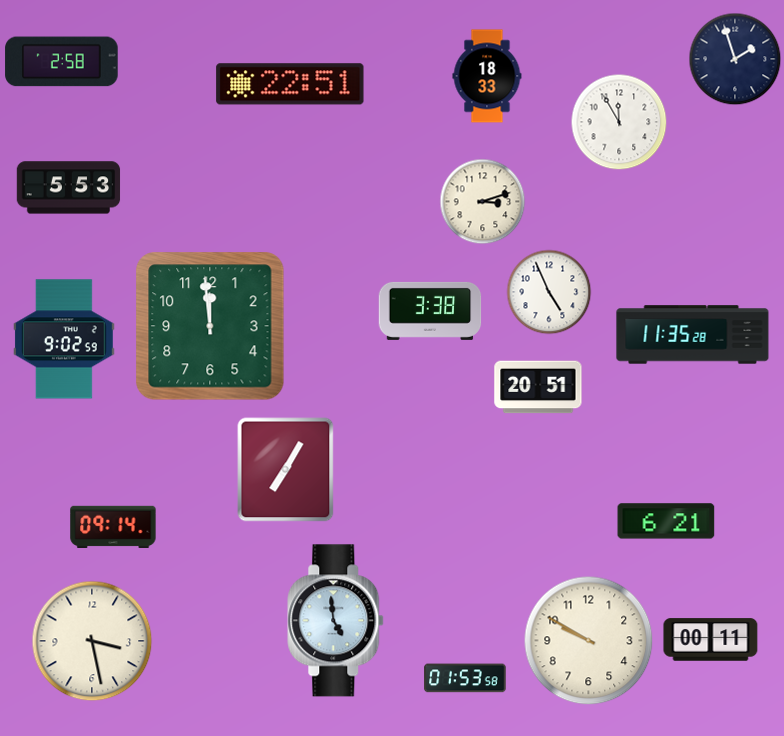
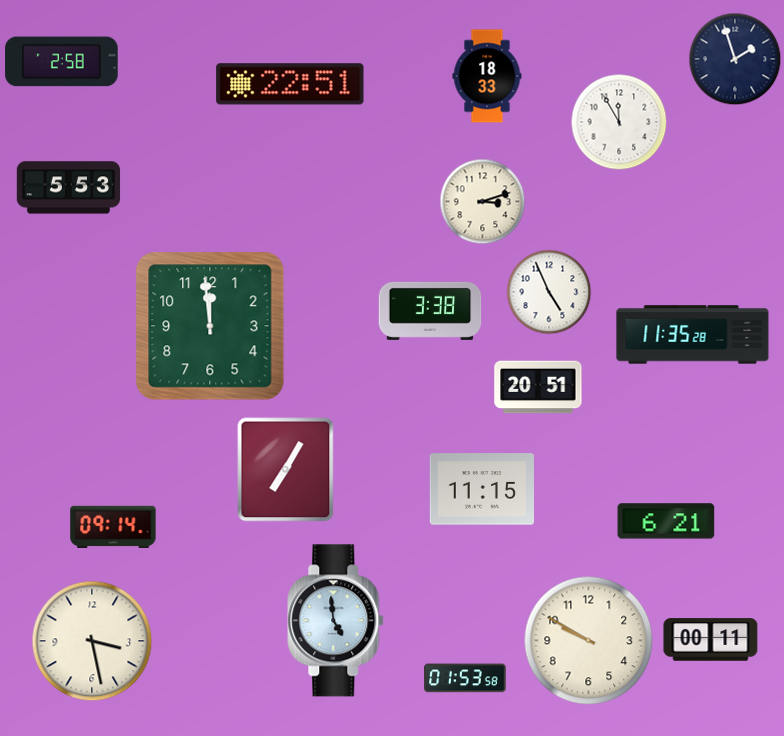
clock at (64, 339): 9:02 -> none
clock at (481, 489): none -> 11:15
